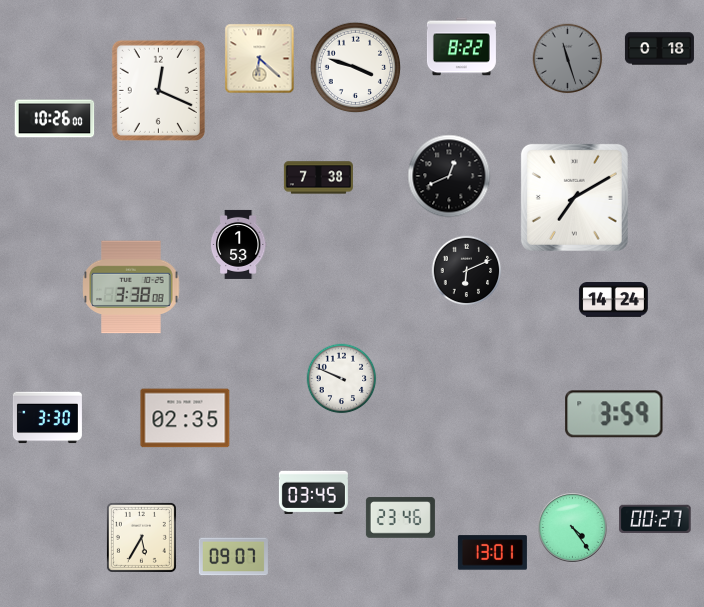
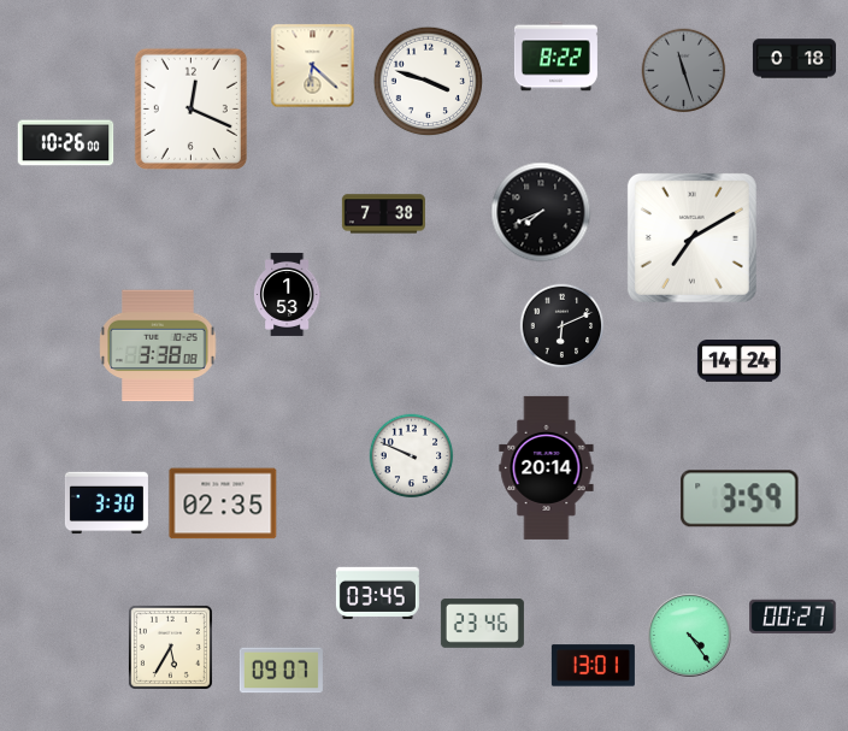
clock at (260, 59) position: (260, 59) -> (313, 66)
clock at (449, 176): 12:41 -> 7:41
clock at (547, 467): none -> 20:14
clock at (47, 418) position: (47, 418) -> (106, 503)
clock at (655, 519) position: (655, 519) -> (793, 617)
